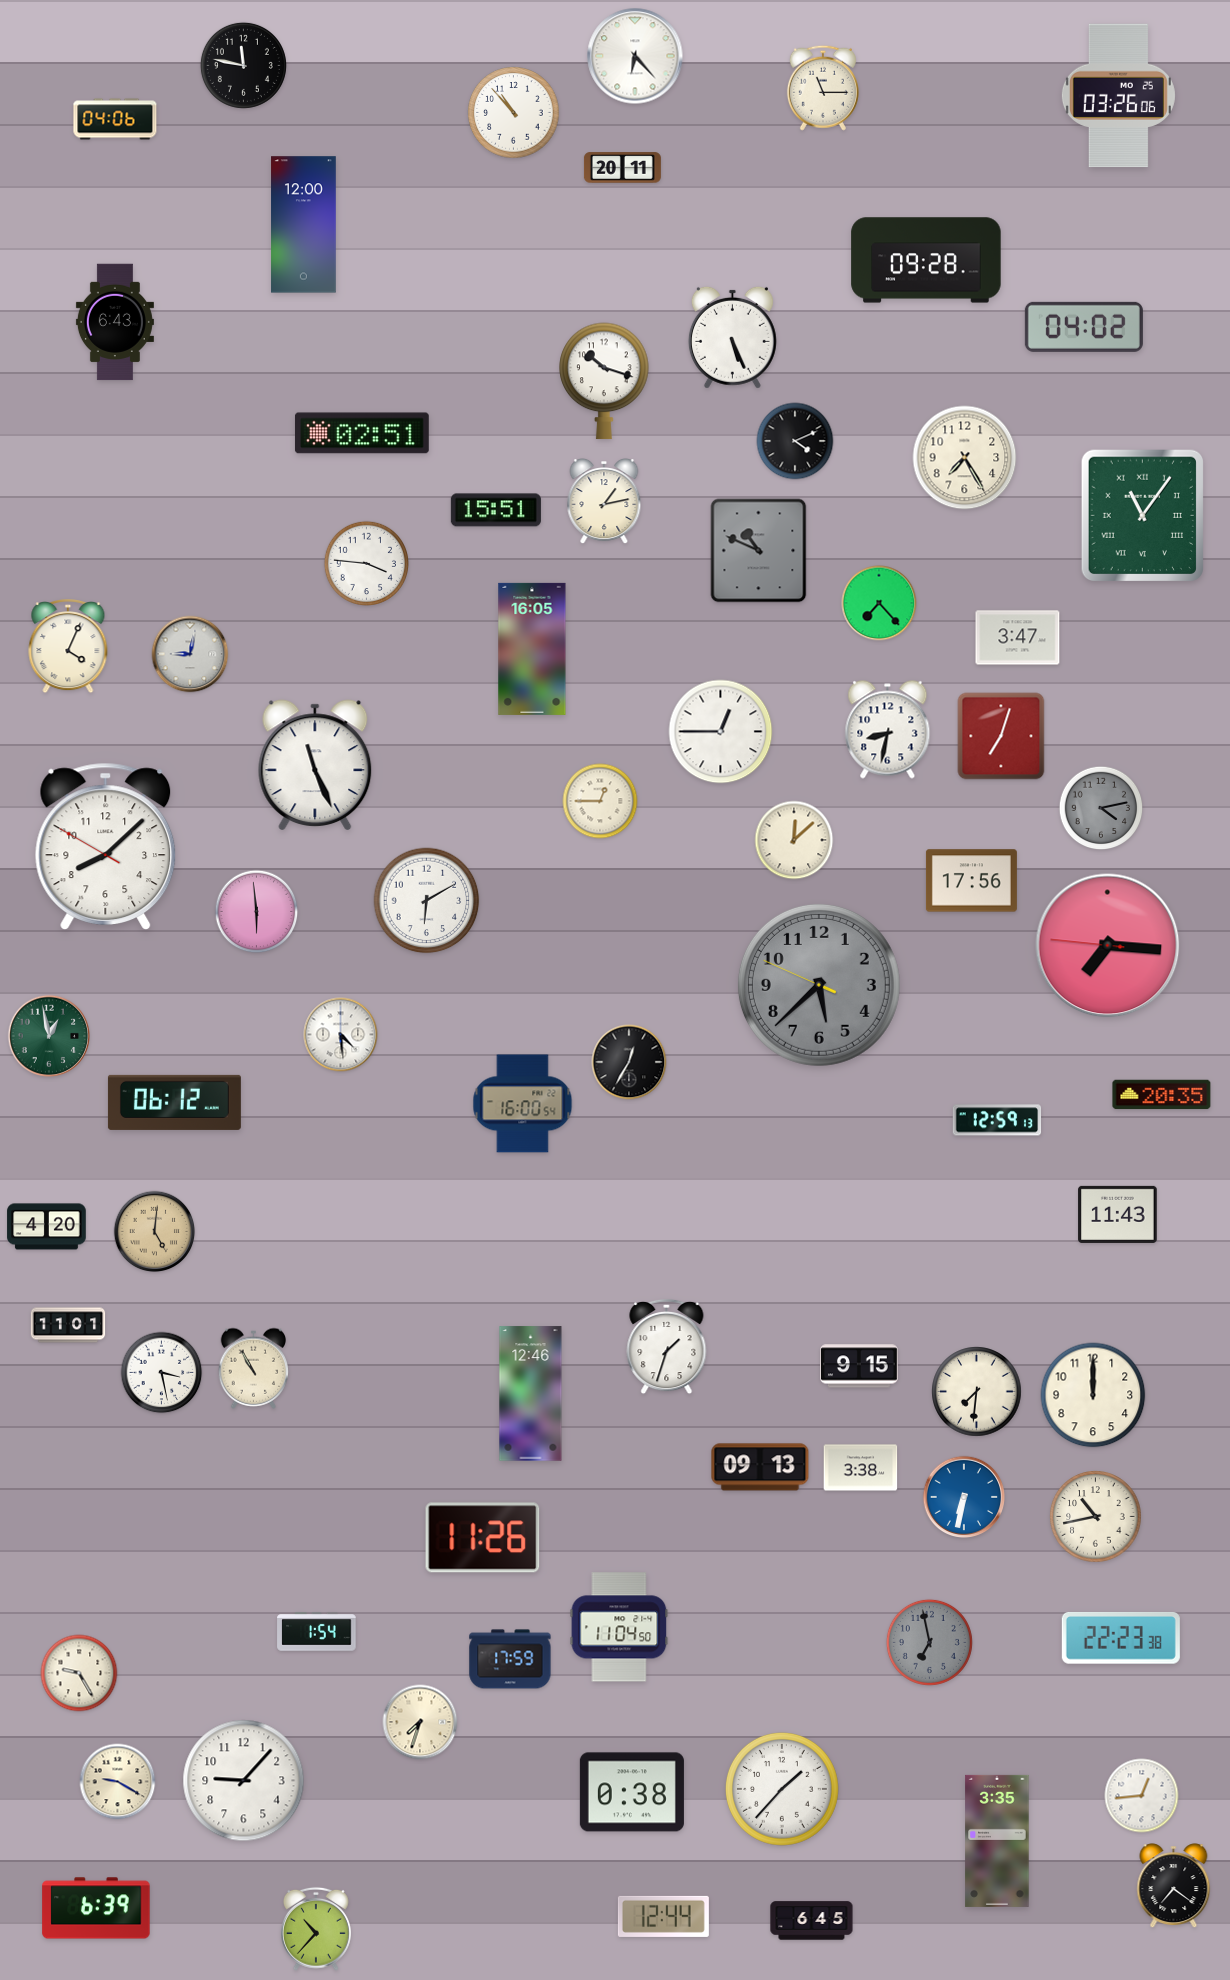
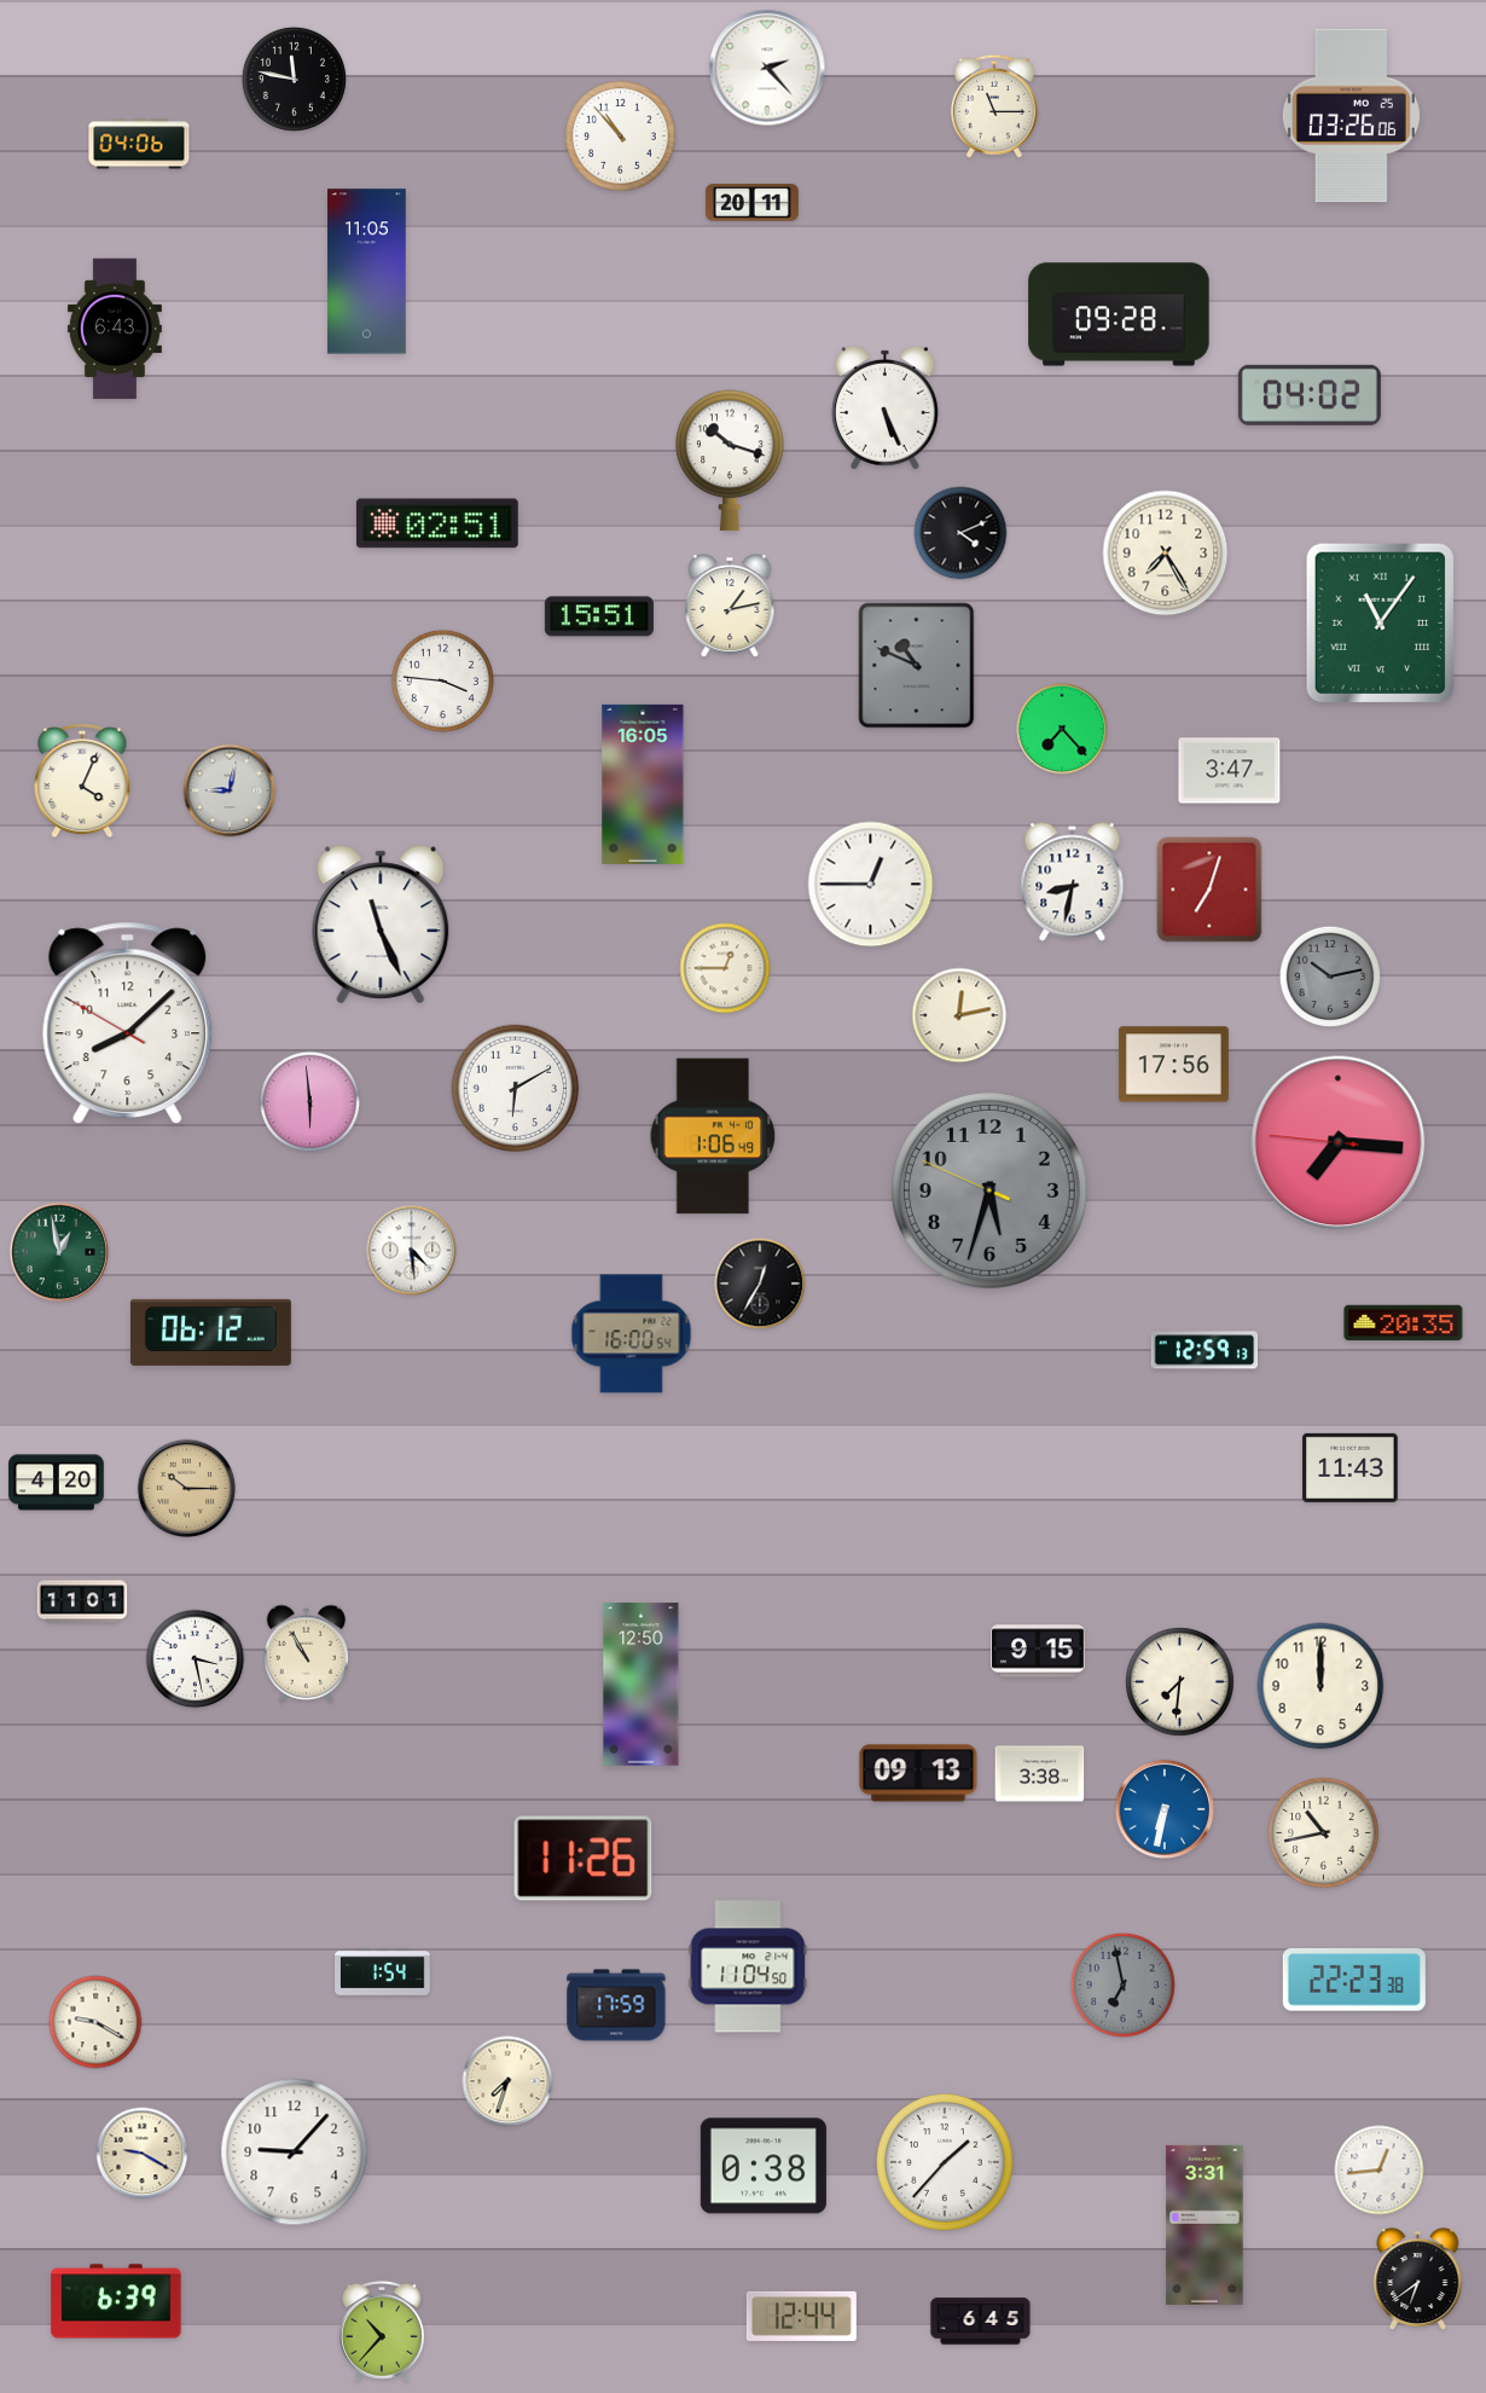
clock at (635, 56): 6:23 -> 2:23
clock at (304, 225): 12:00 -> 11:05
clock at (115, 322) position: (115, 322) -> (115, 329)
clock at (1101, 808): 4:13 -> 10:13
clock at (794, 840): 12:08 -> 12:13
clock at (713, 1136): none -> 1:06
clock at (819, 985): 5:37 -> 5:32
clock at (997, 1120) position: (997, 1120) -> (1205, 1350)
clock at (155, 1232): 5:01 -> 10:15
clock at (667, 1347): 1:33 -> none
clock at (531, 1394): 12:46 -> 12:50
clock at (79, 1673): 9:25 -> 9:20
clock at (997, 1841): 3:35 -> 3:31
clock at (1174, 1886): 7:21 -> 6:39
clock at (96, 1908) position: (96, 1908) -> (116, 2301)
